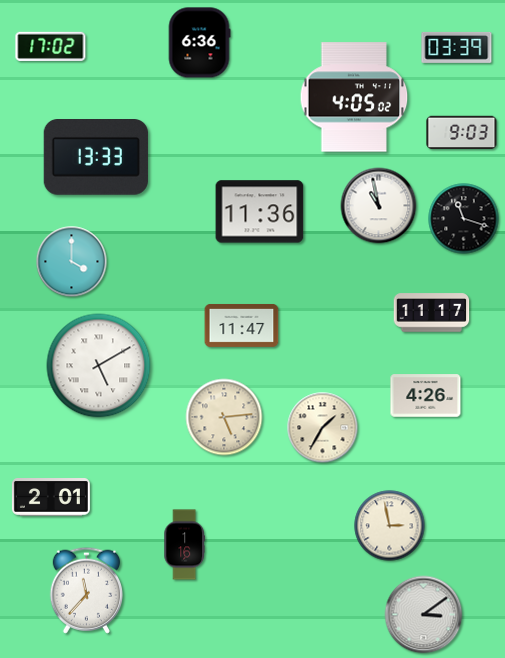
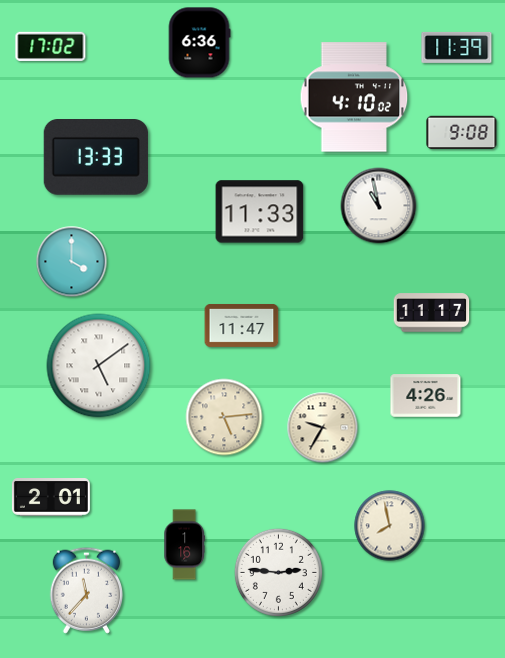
clock at (457, 47): 03:39 -> 11:39
clock at (354, 97): 4:05 -> 4:10
clock at (462, 133): 9:03 -> 9:08
clock at (260, 212): 11:36 -> 11:33
clock at (464, 219): 11:18 -> none
clock at (99, 366): 5:10 -> 5:09
clock at (323, 428): 1:35 -> 9:35
clock at (390, 526): 2:58 -> 7:58
clock at (278, 572): none -> 2:46
clock at (424, 615): 3:09 -> none
